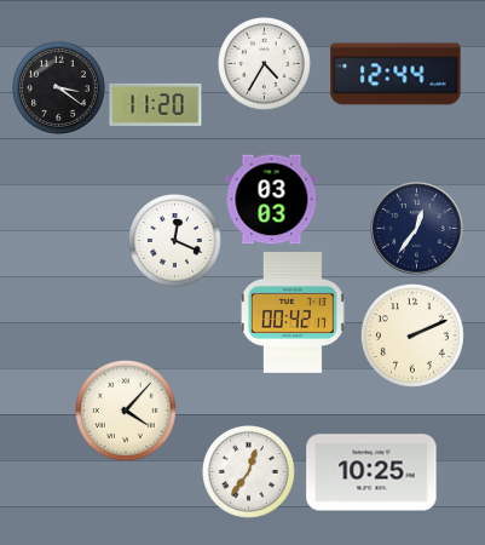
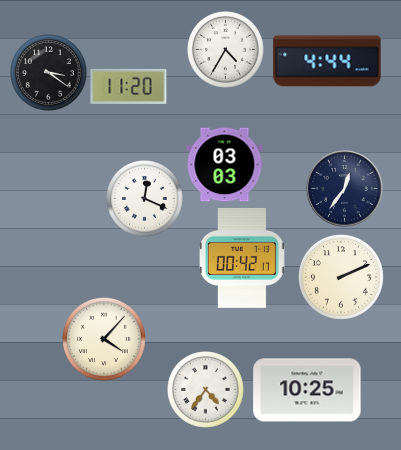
clock at (265, 64) position: (265, 64) -> (226, 50)
clock at (395, 74): 12:44 -> 4:44
clock at (249, 472): 12:36 -> 4:36
